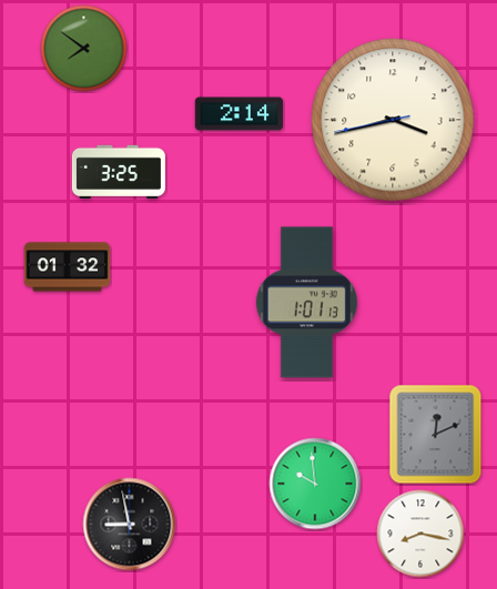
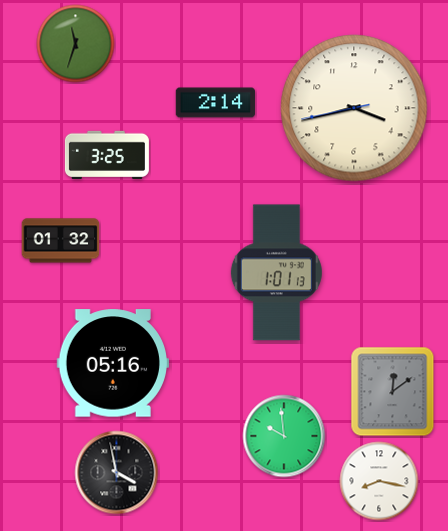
clock at (84, 49): 7:51 -> 11:33
clock at (112, 363): none -> 05:16
clock at (436, 435): 12:11 -> 12:09
clock at (130, 525): 8:58 -> 3:58
